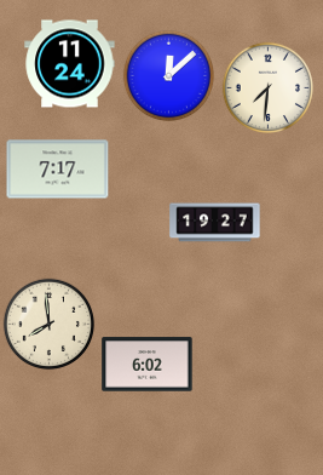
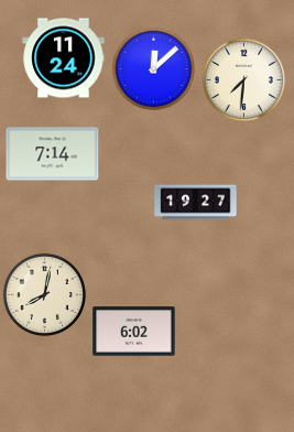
clock at (58, 170): 7:17 -> 7:14
clock at (48, 324): 7:59 -> 8:02
